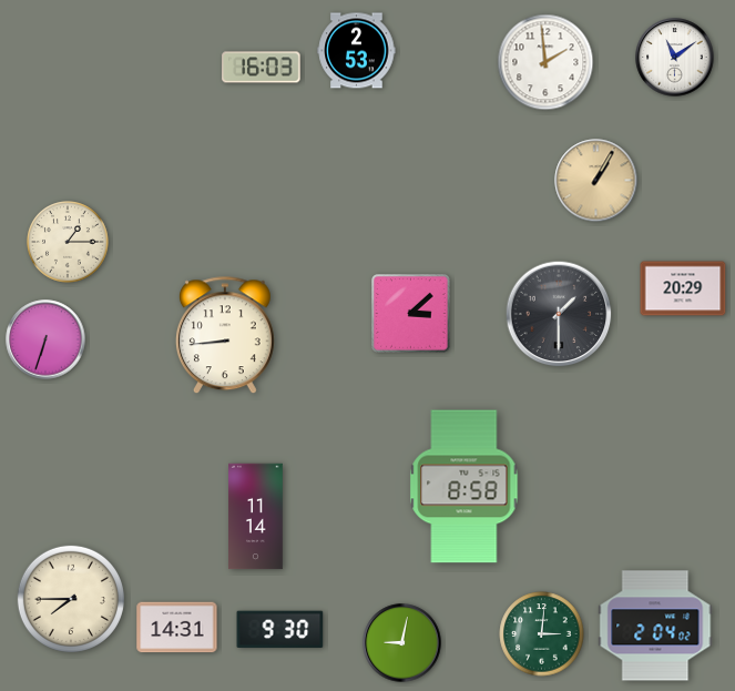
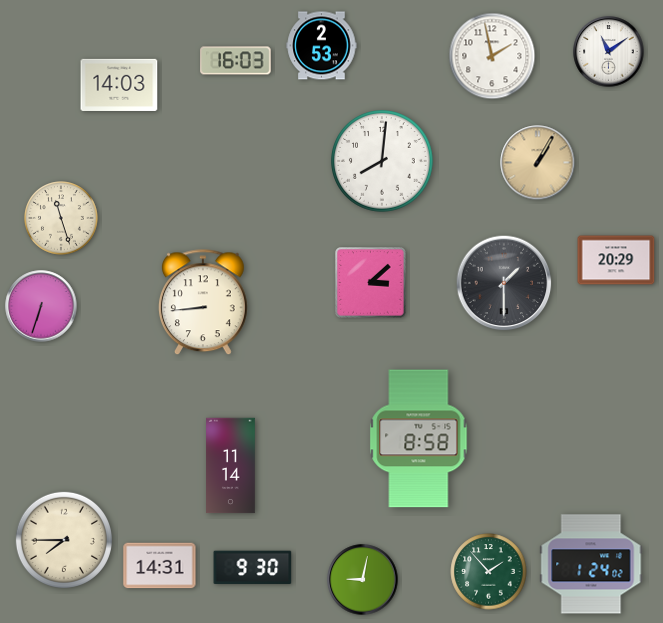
clock at (545, 62): 1:59 -> 1:58
clock at (119, 84): none -> 14:03
clock at (383, 162): none -> 8:01
clock at (68, 242): 1:15 -> 11:27
clock at (655, 626): 2:04 -> 1:24
clock at (542, 634): 3:01 -> 1:53
